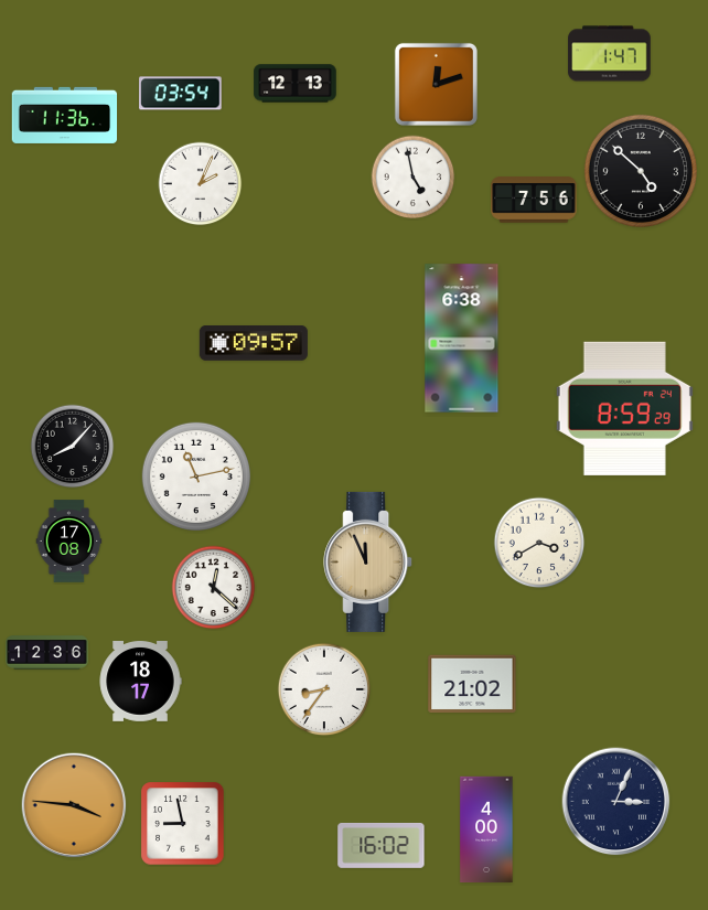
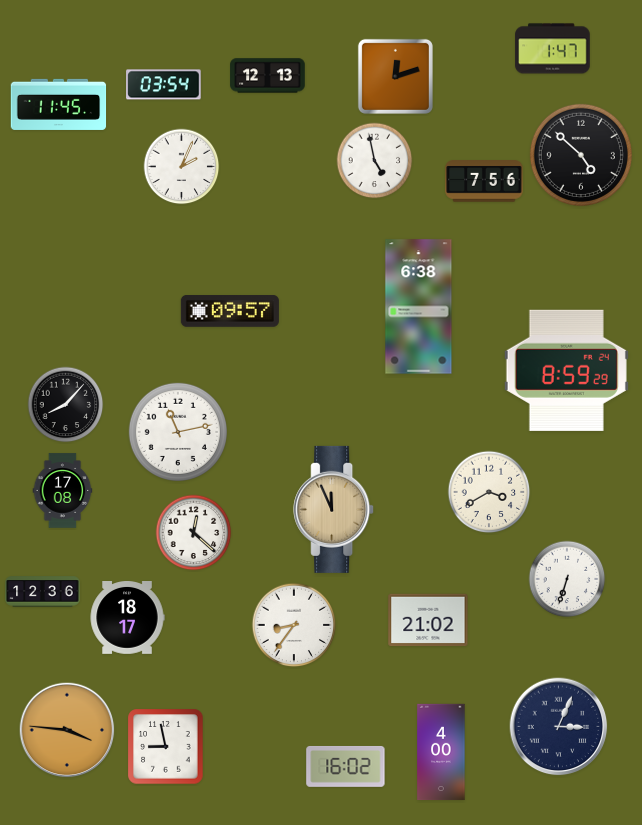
clock at (65, 115): 11:36 -> 11:45
clock at (567, 579): none -> 6:33
